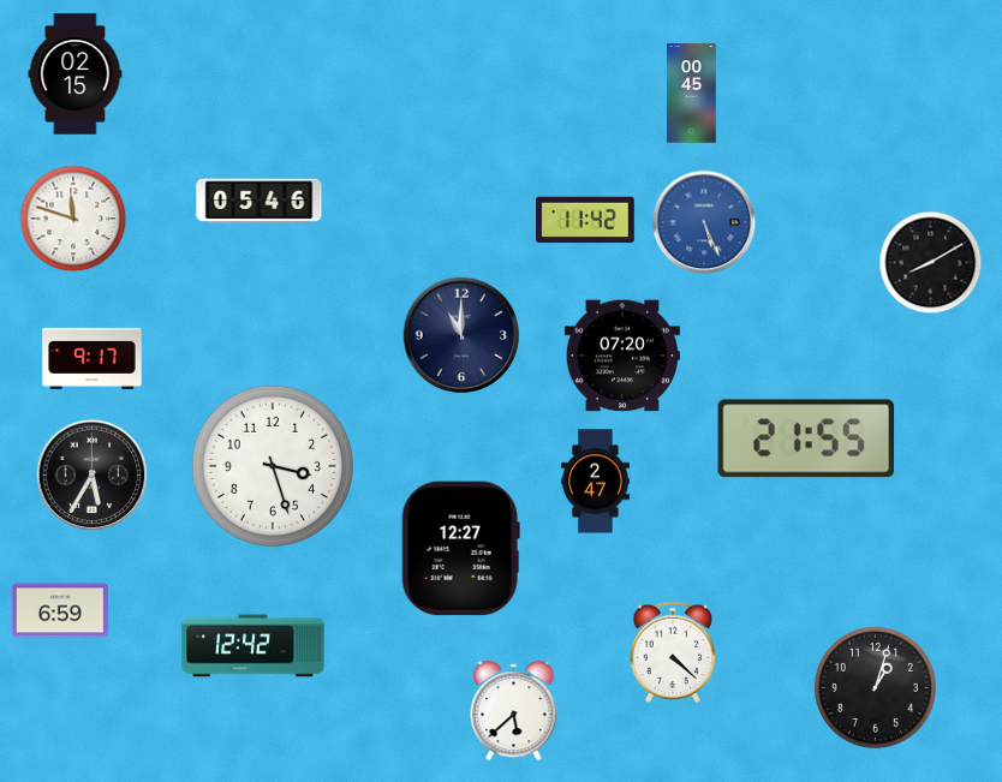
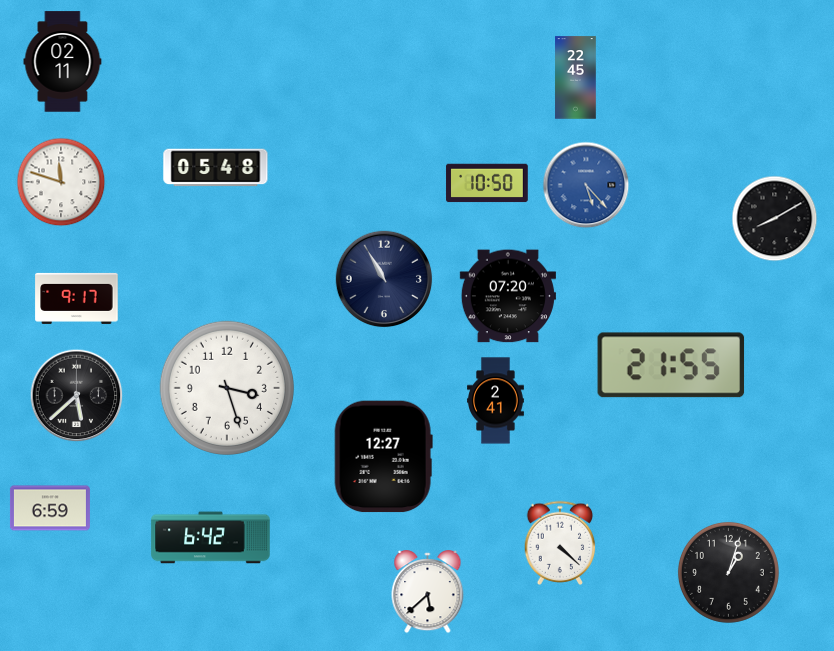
clock at (76, 74): 02:15 -> 02:11
clock at (692, 94): 00:45 -> 22:45
clock at (260, 202): 05:46 -> 05:48
clock at (585, 220): 11:42 -> 10:50
clock at (704, 222): 5:26 -> 5:23
clock at (461, 335): 11:00 -> 10:55
clock at (622, 356) position: (622, 356) -> (508, 296)
clock at (93, 476): 5:35 -> 5:38
clock at (596, 482): 2:47 -> 2:41
clock at (254, 646): 12:42 -> 6:42
